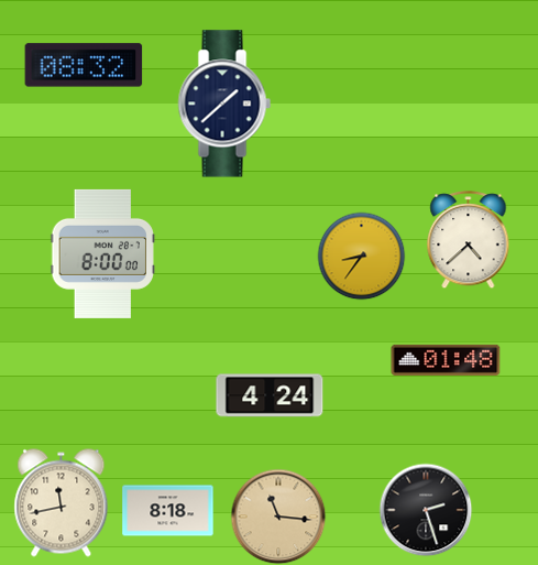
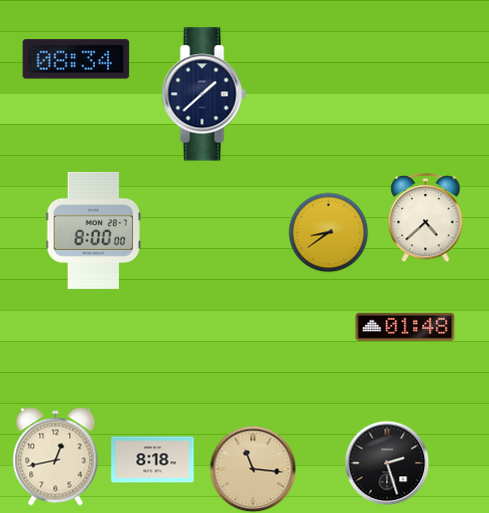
clock at (84, 65): 08:32 -> 08:34
clock at (361, 256): 8:36 -> 8:39
clock at (270, 395): 4:24 -> none
clock at (62, 503): 11:43 -> 12:43
clock at (168, 511) position: (168, 511) -> (153, 460)
